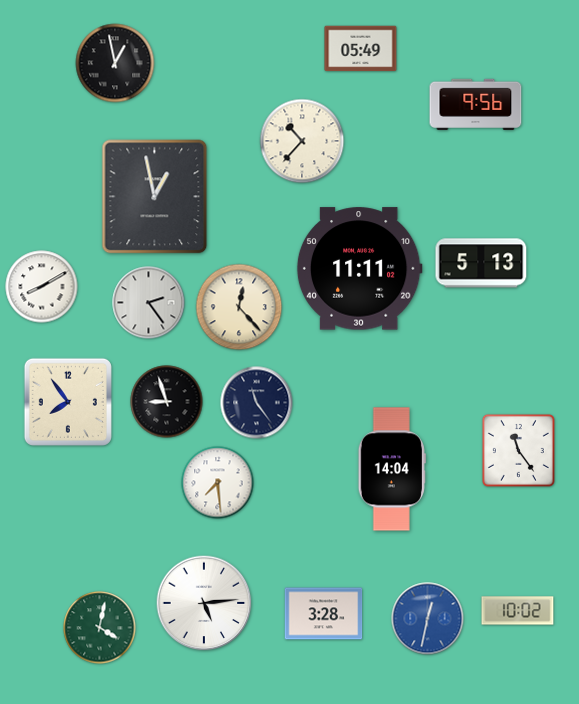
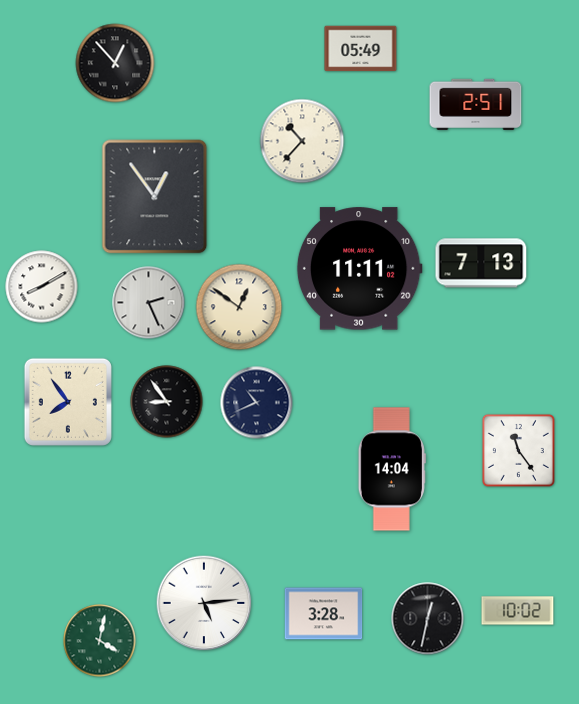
clock at (115, 63): 12:58 -> 12:53
clock at (476, 104): 9:56 -> 2:51
clock at (155, 197): 12:58 -> 12:54
clock at (481, 263): 5:13 -> 7:13
clock at (149, 303): 2:24 -> 2:26
clock at (239, 307): 12:23 -> 12:51
clock at (167, 402): 8:57 -> 8:54
clock at (257, 403): 11:24 -> 10:41
clock at (218, 483): 7:29 -> none
clock at (428, 619) dial: blue -> black
clock at (100, 628) position: (100, 628) -> (100, 641)
